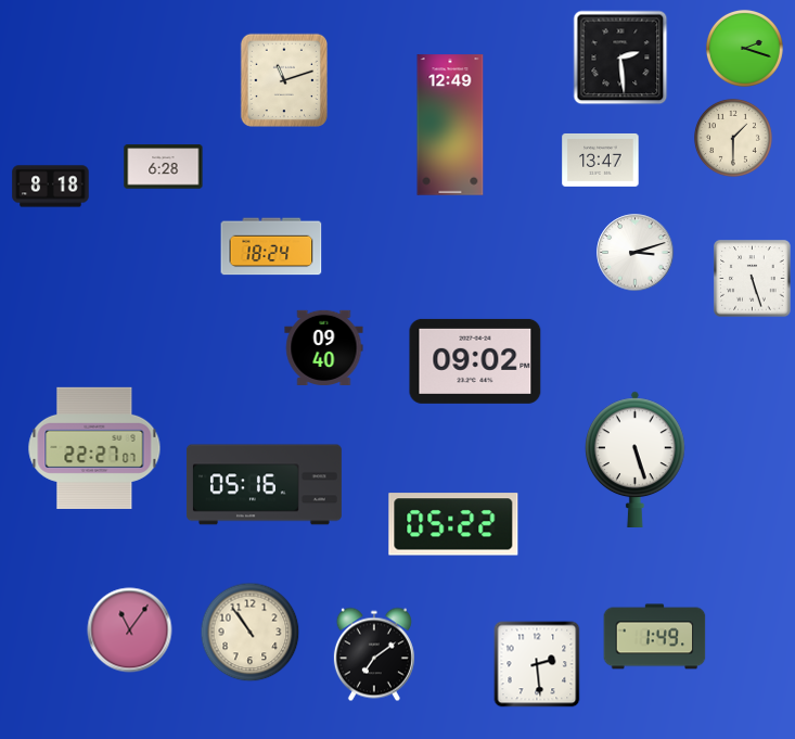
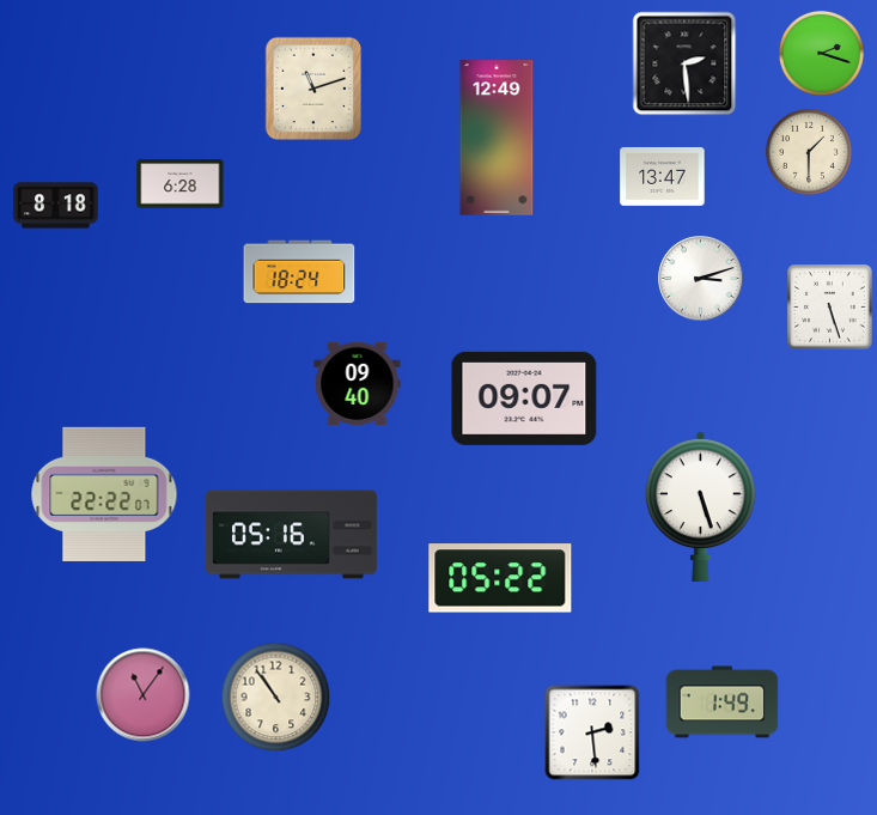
clock at (475, 361): 09:02 -> 09:07
clock at (94, 448): 22:27 -> 22:22
clock at (374, 654): 7:09 -> none
